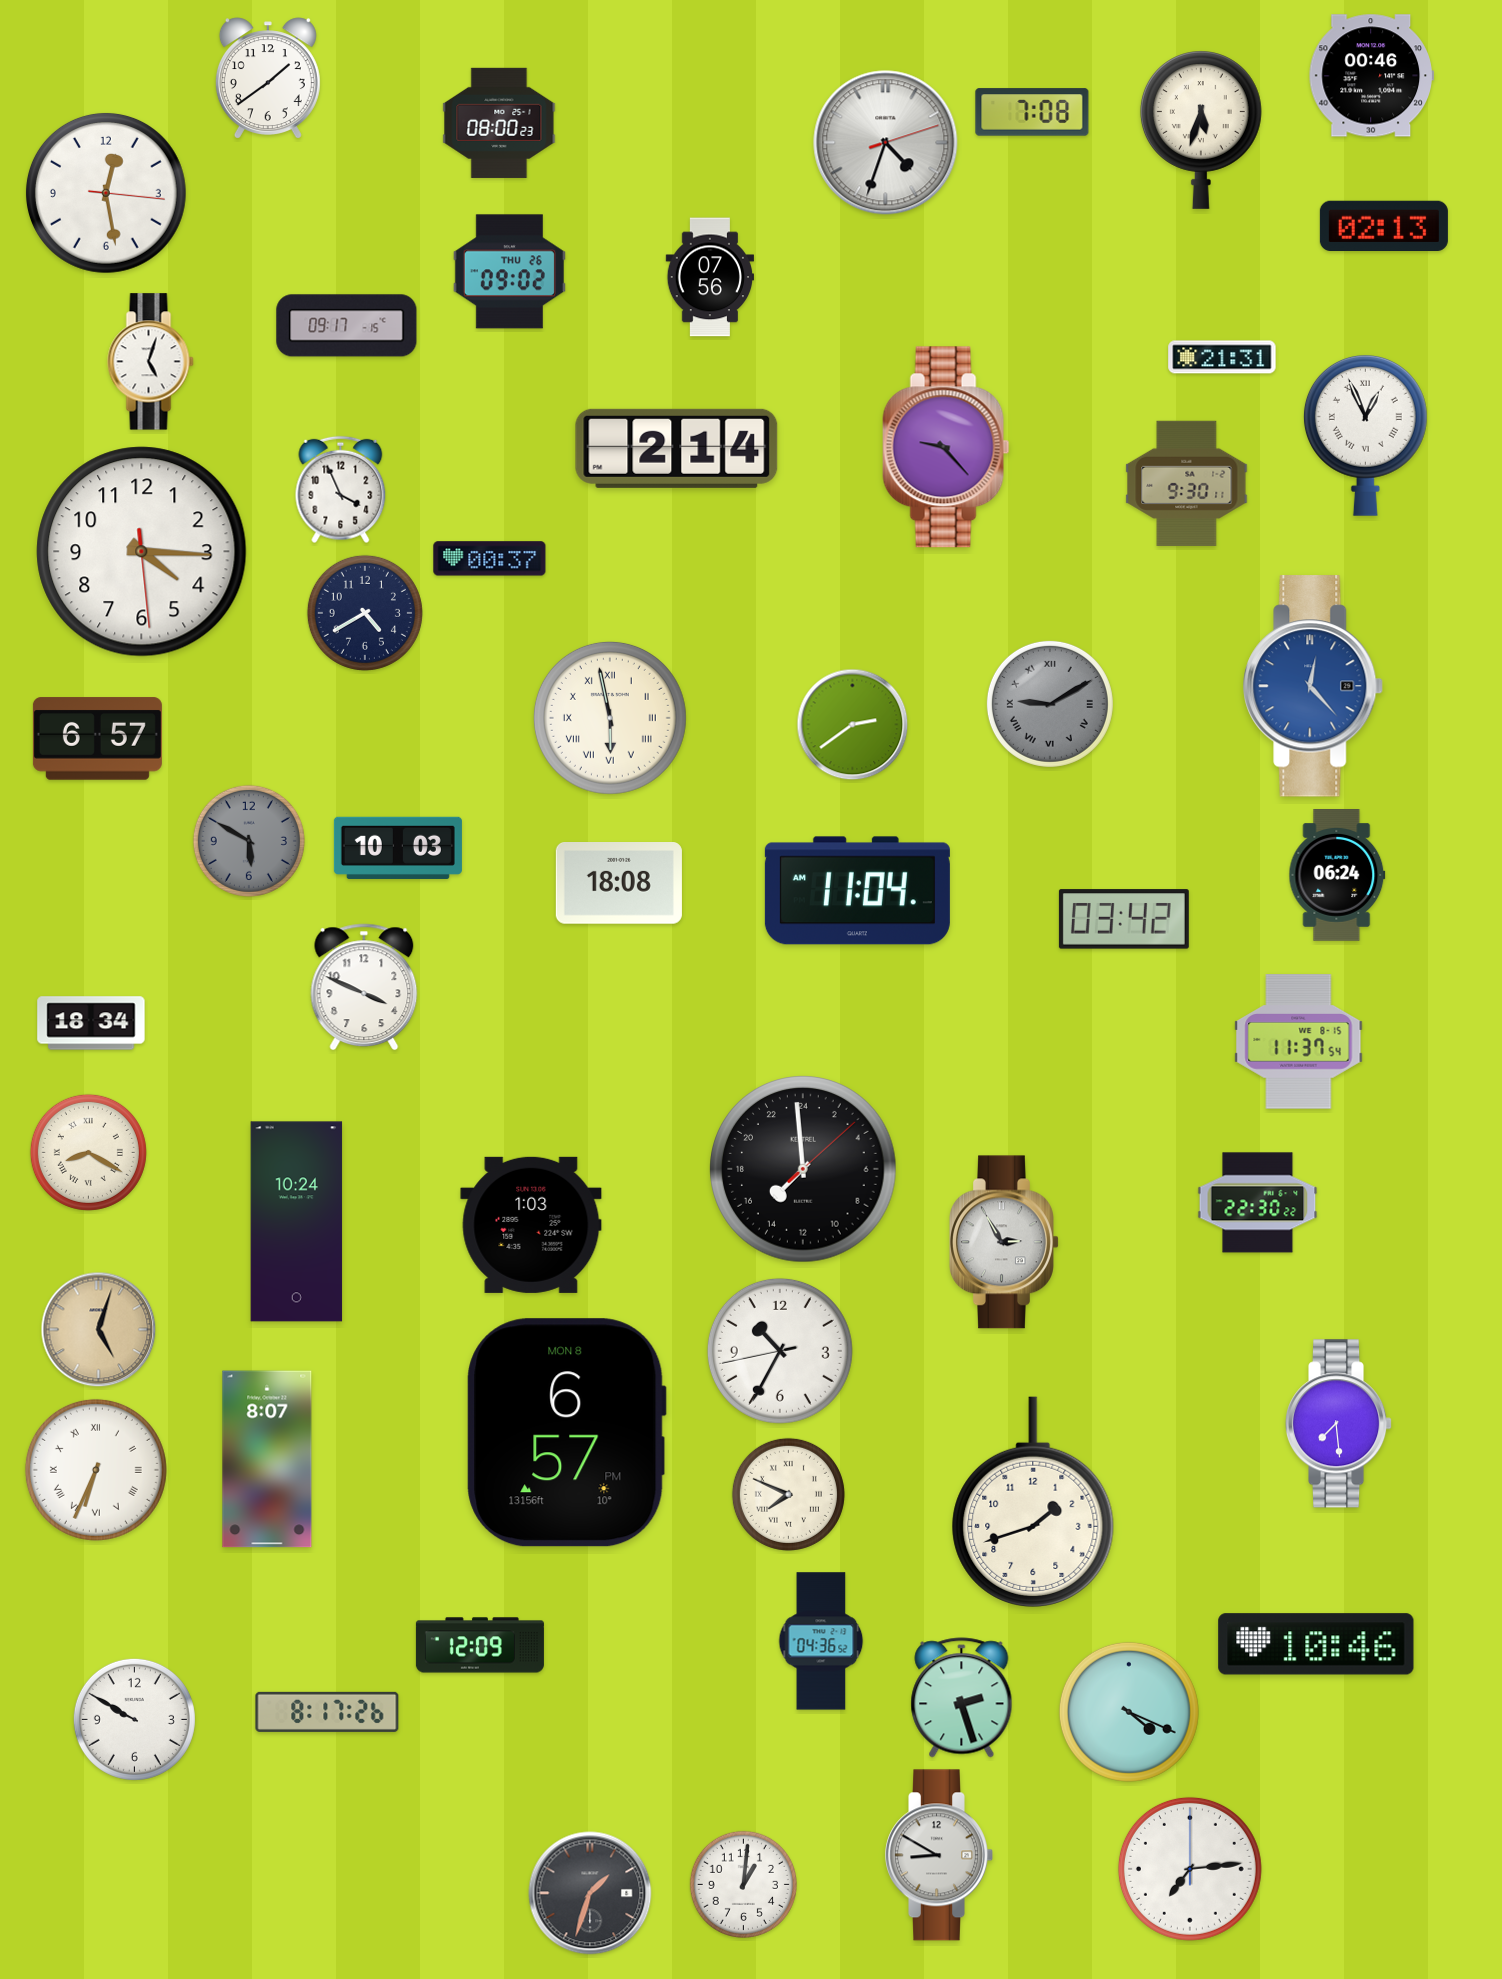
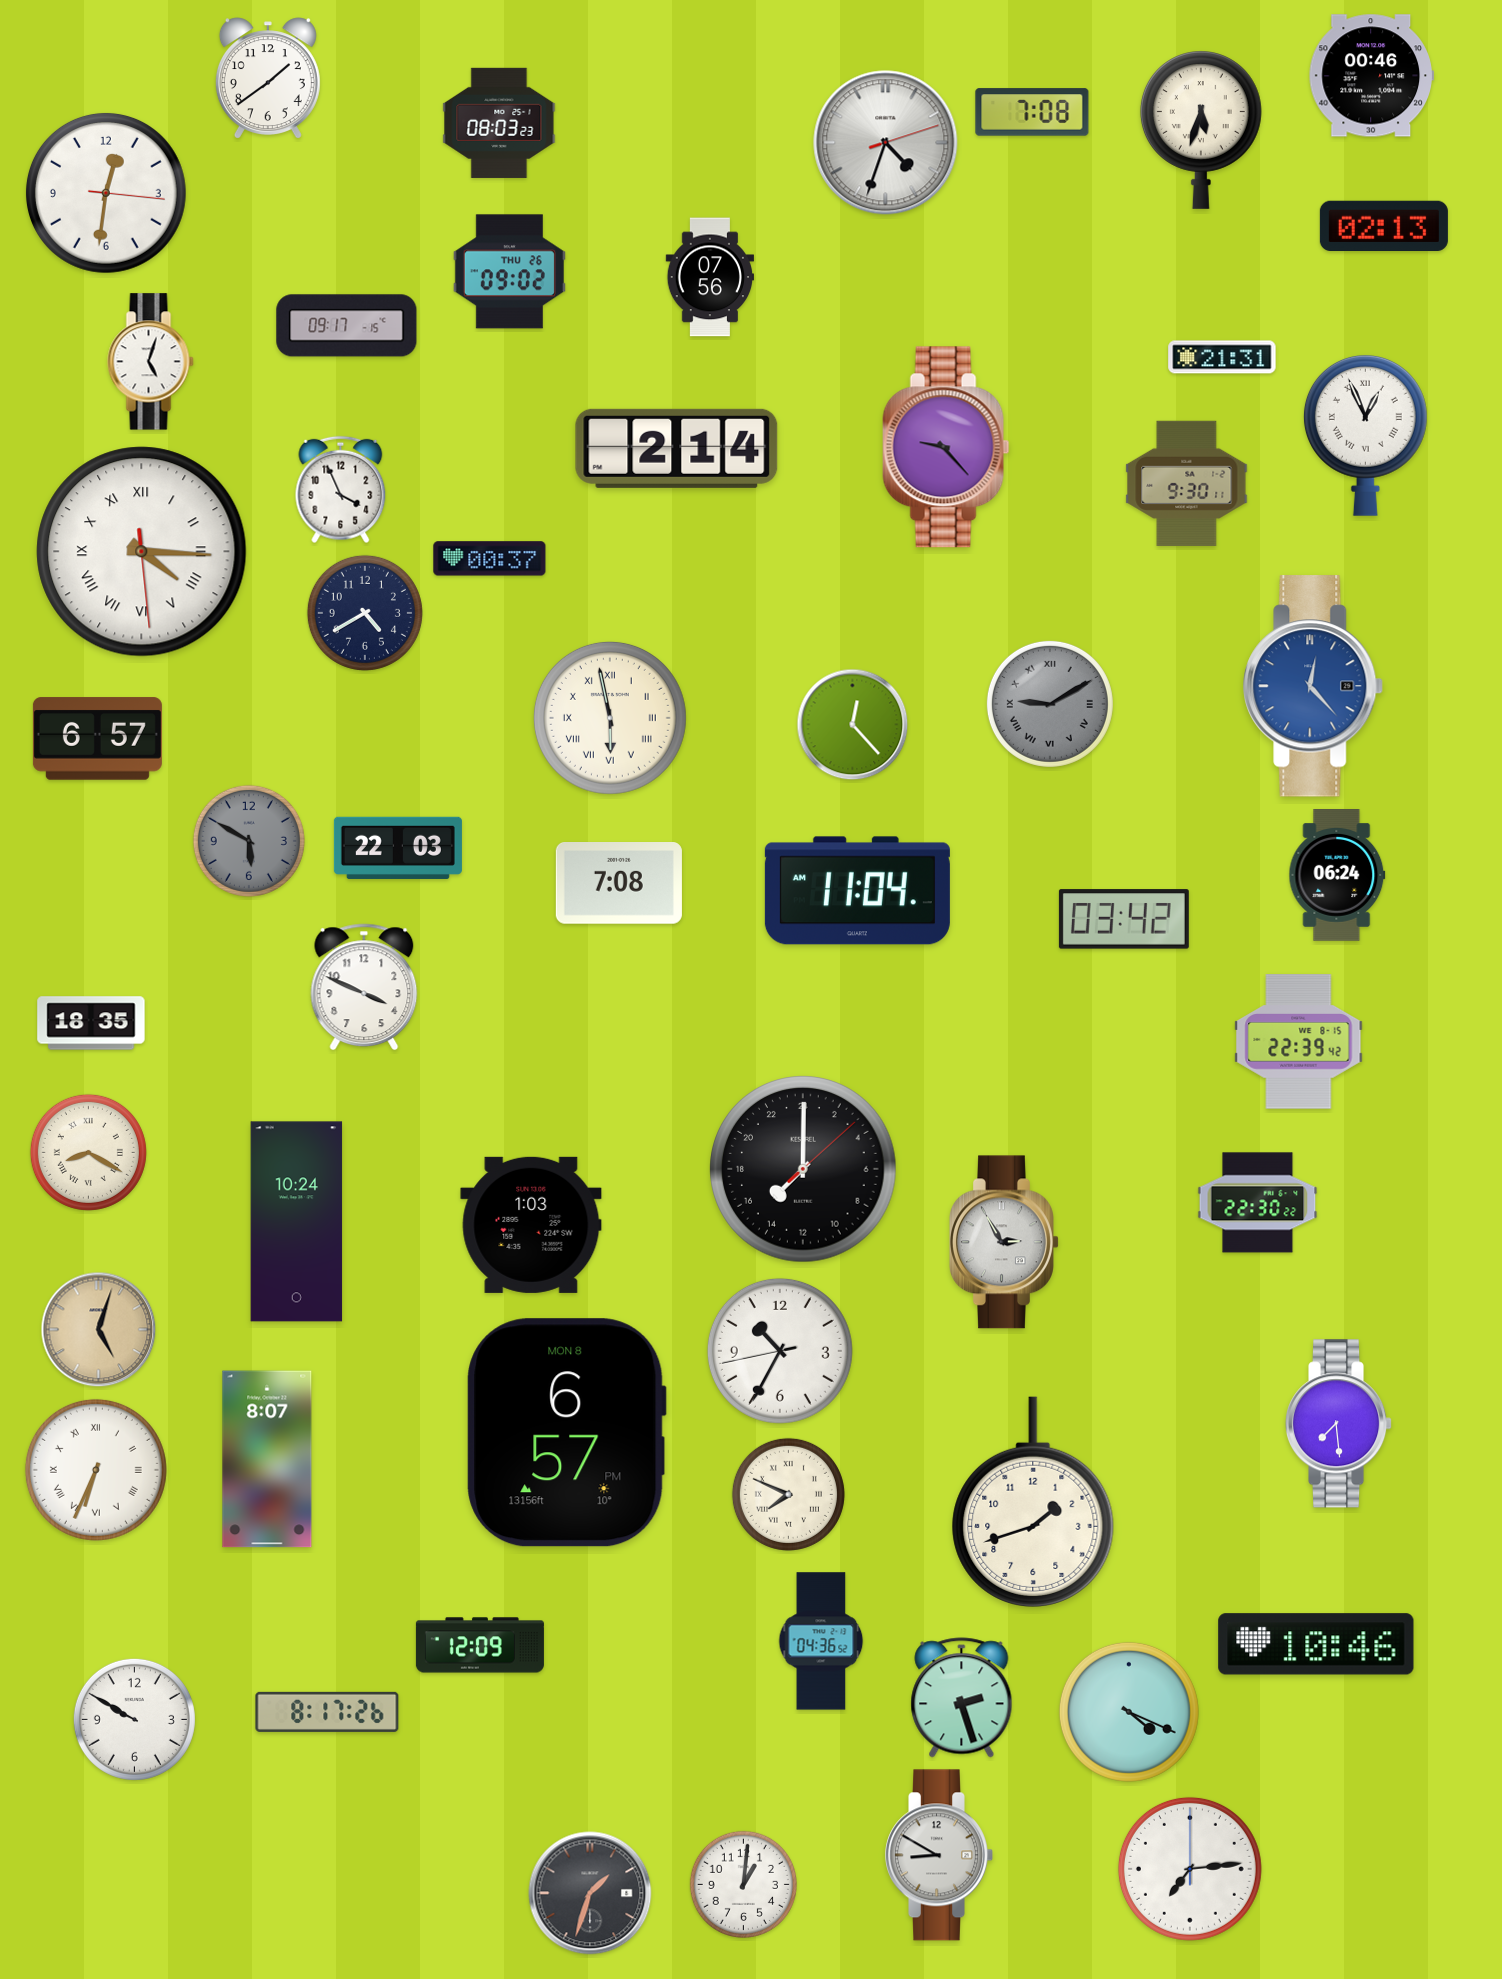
clock at (499, 123): 08:00 -> 08:03
clock at (106, 193): 12:28 -> 12:31
clock at (142, 552) numerals: Arabic -> Roman
clock at (853, 725): 2:39 -> 12:23
clock at (398, 848): 10:03 -> 22:03
clock at (619, 884): 18:08 -> 7:08
clock at (91, 1023): 18:34 -> 18:35
clock at (1299, 1042): 11:37 -> 22:39
clock at (803, 1169): 14:59 -> 15:00
